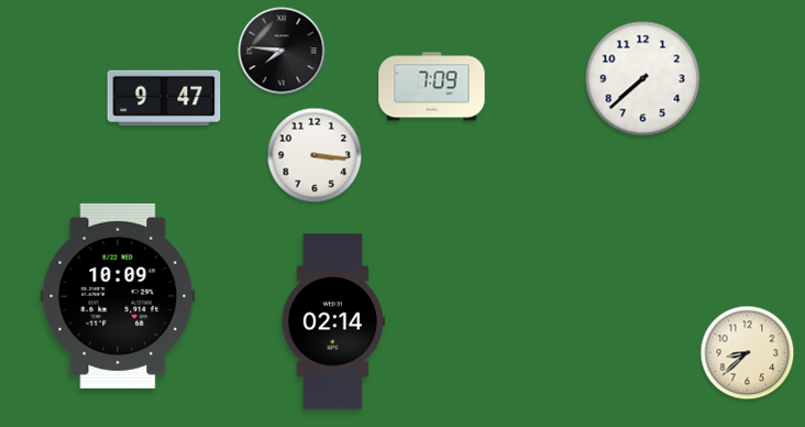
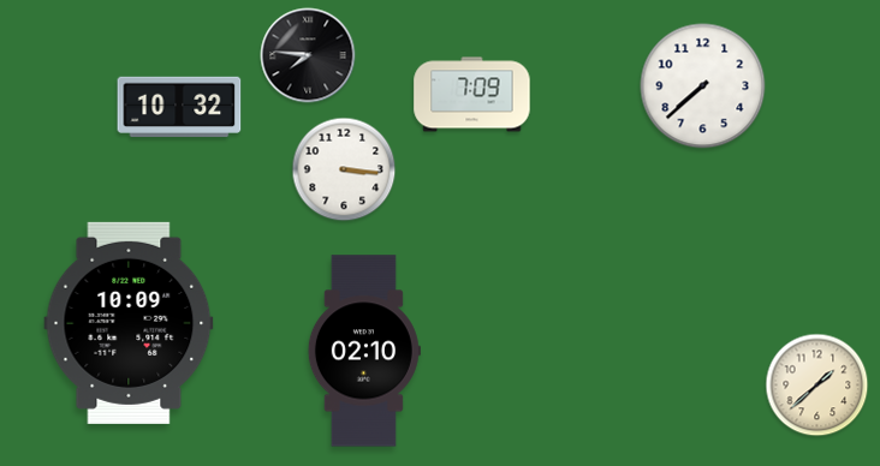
clock at (164, 97): 9:47 -> 10:32
clock at (333, 321): 02:14 -> 02:10
clock at (748, 353): 8:38 -> 1:38
